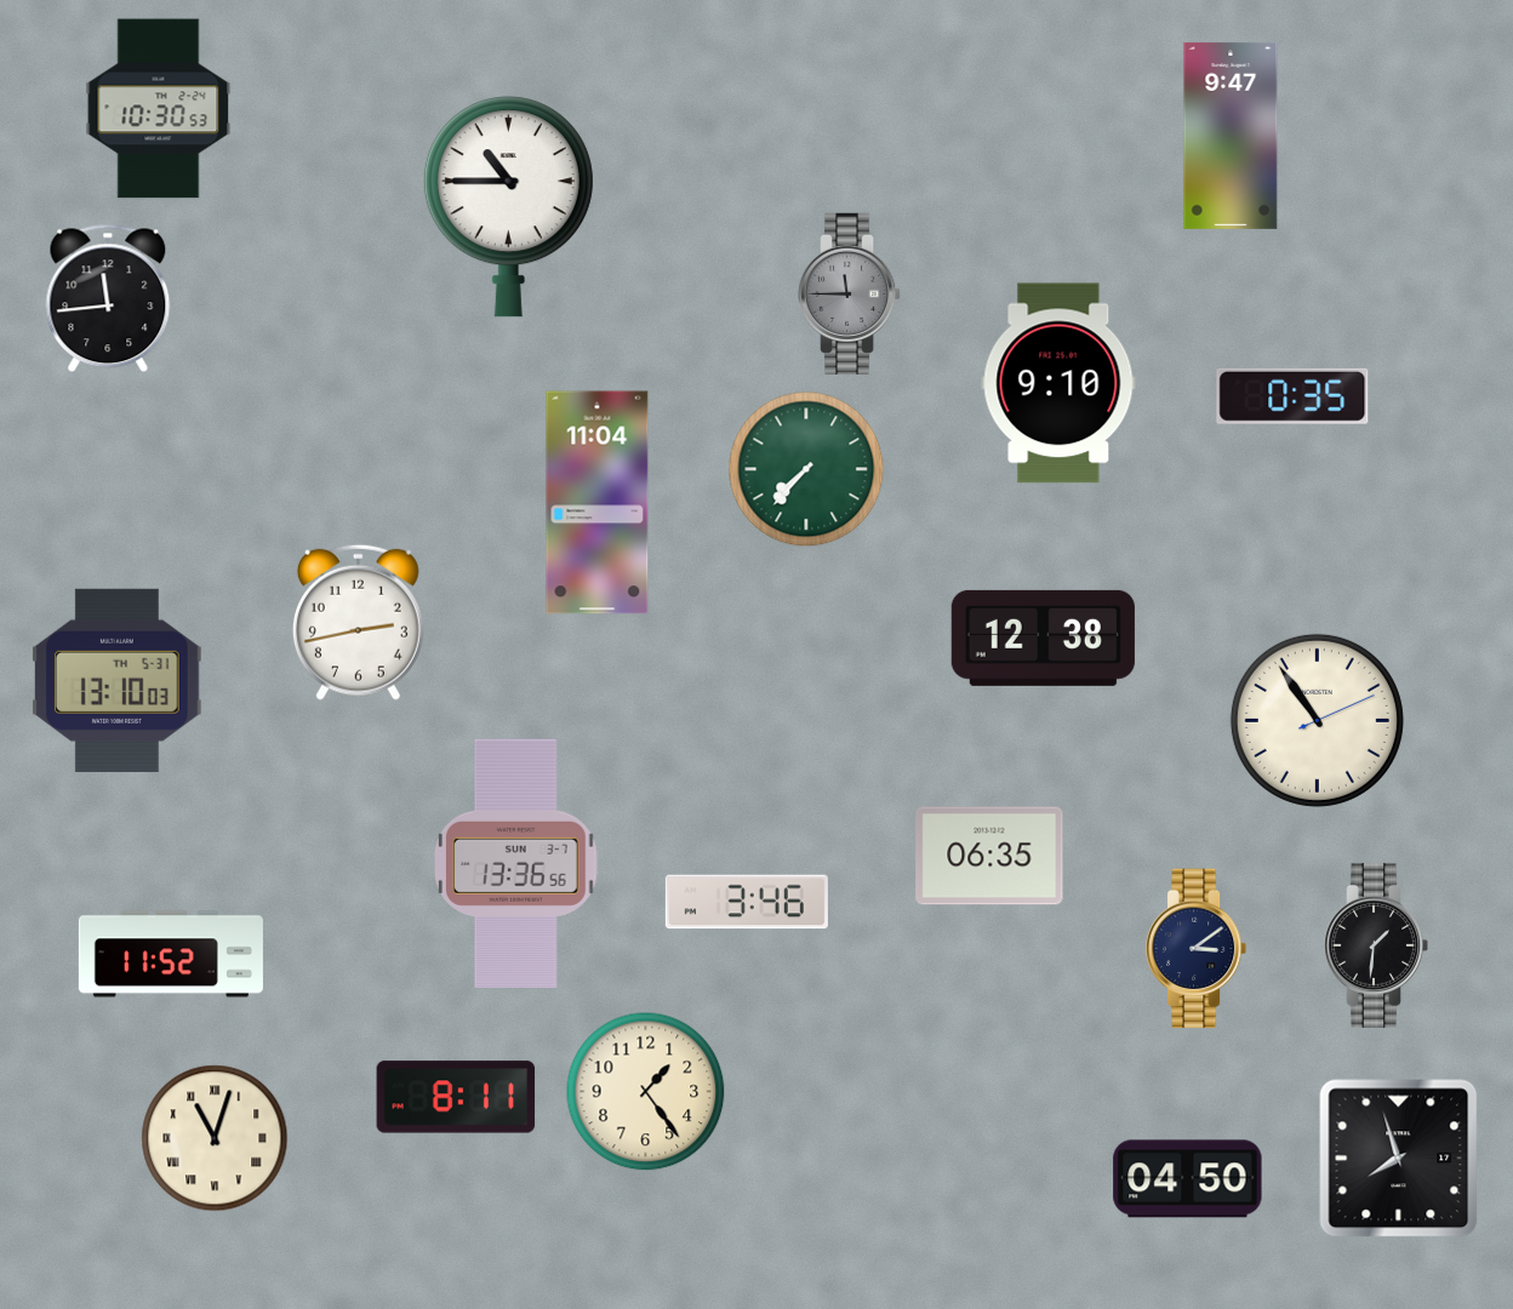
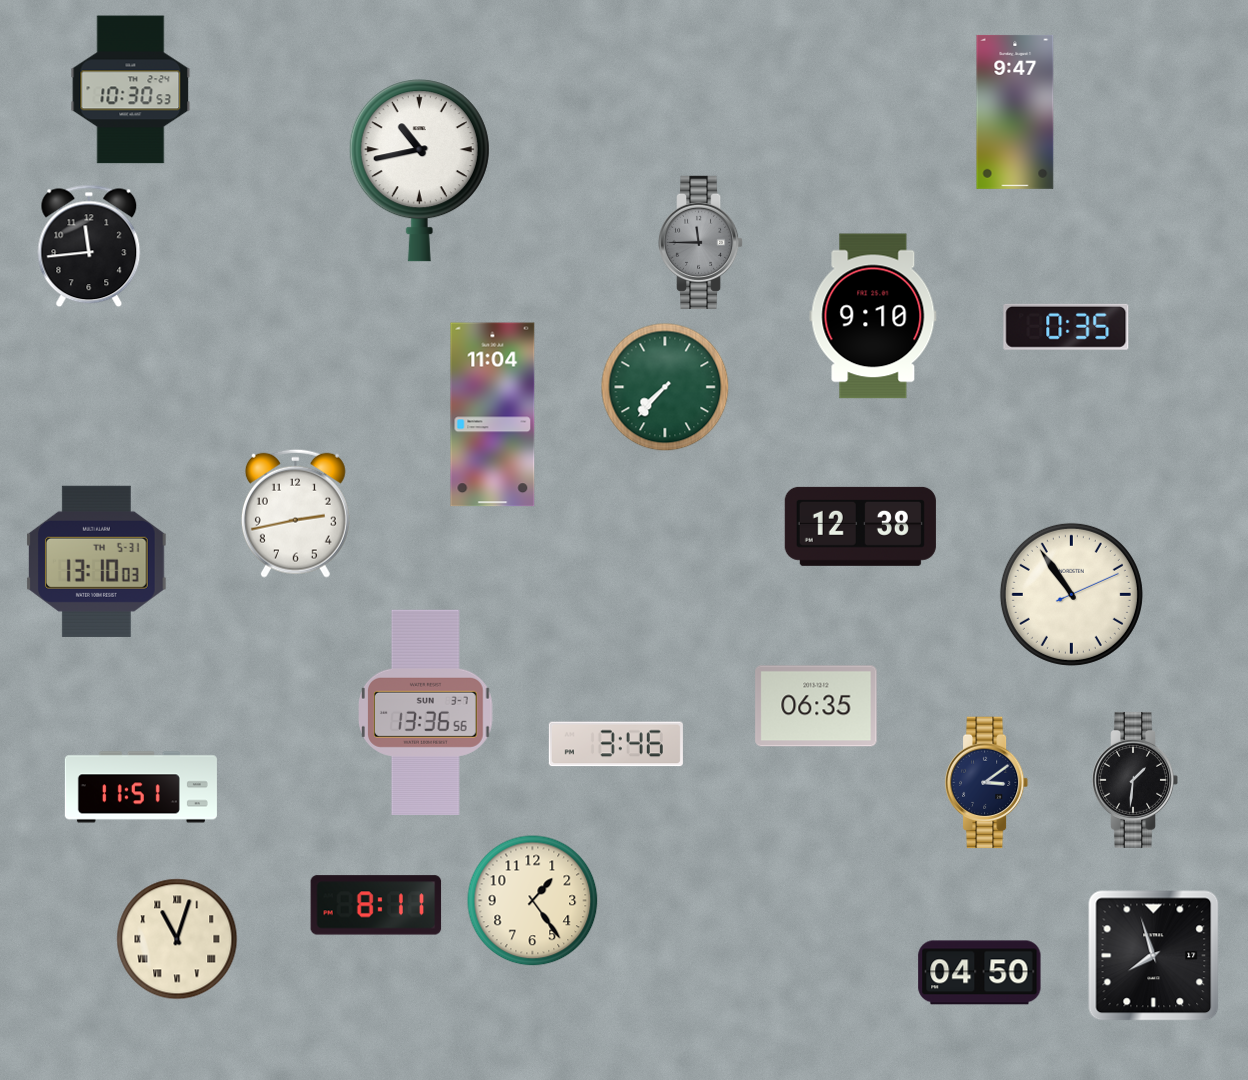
clock at (508, 207): 10:45 -> 10:43
clock at (1317, 720) position: (1317, 720) -> (1071, 594)
clock at (171, 954): 11:52 -> 11:51
